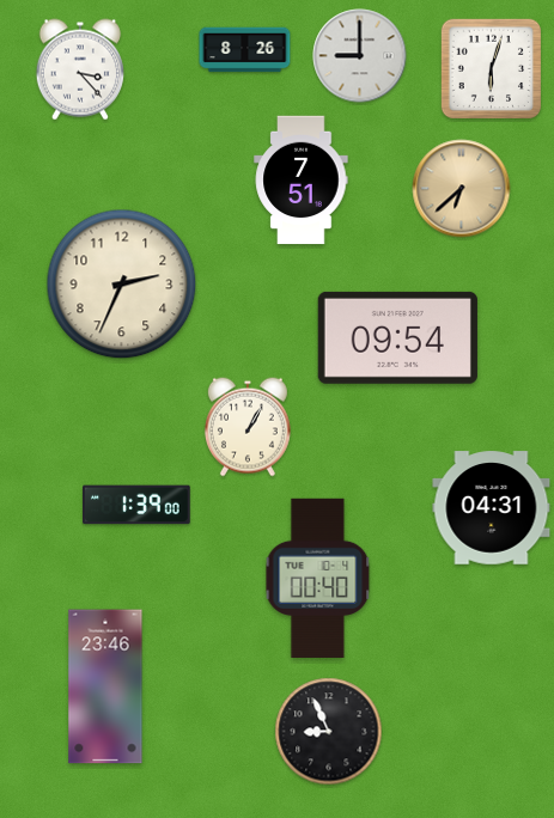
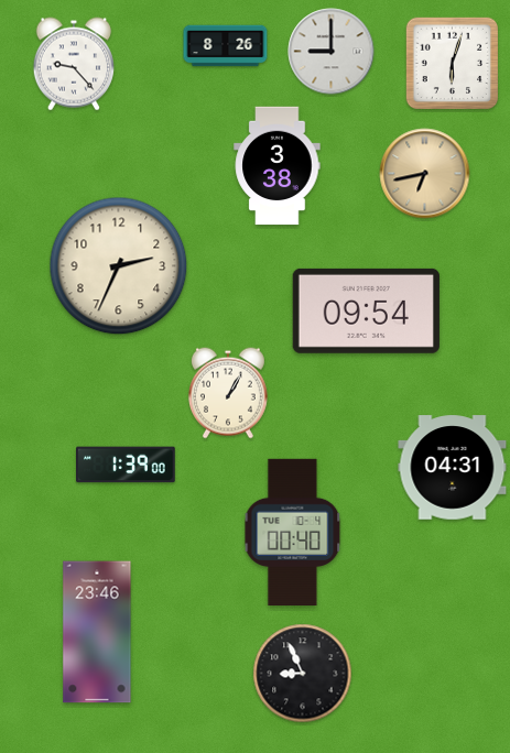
clock at (80, 69): 3:23 -> 9:23
clock at (302, 181): 7:51 -> 3:38
clock at (462, 189): 6:38 -> 6:43
clock at (122, 285) position: (122, 285) -> (119, 266)
